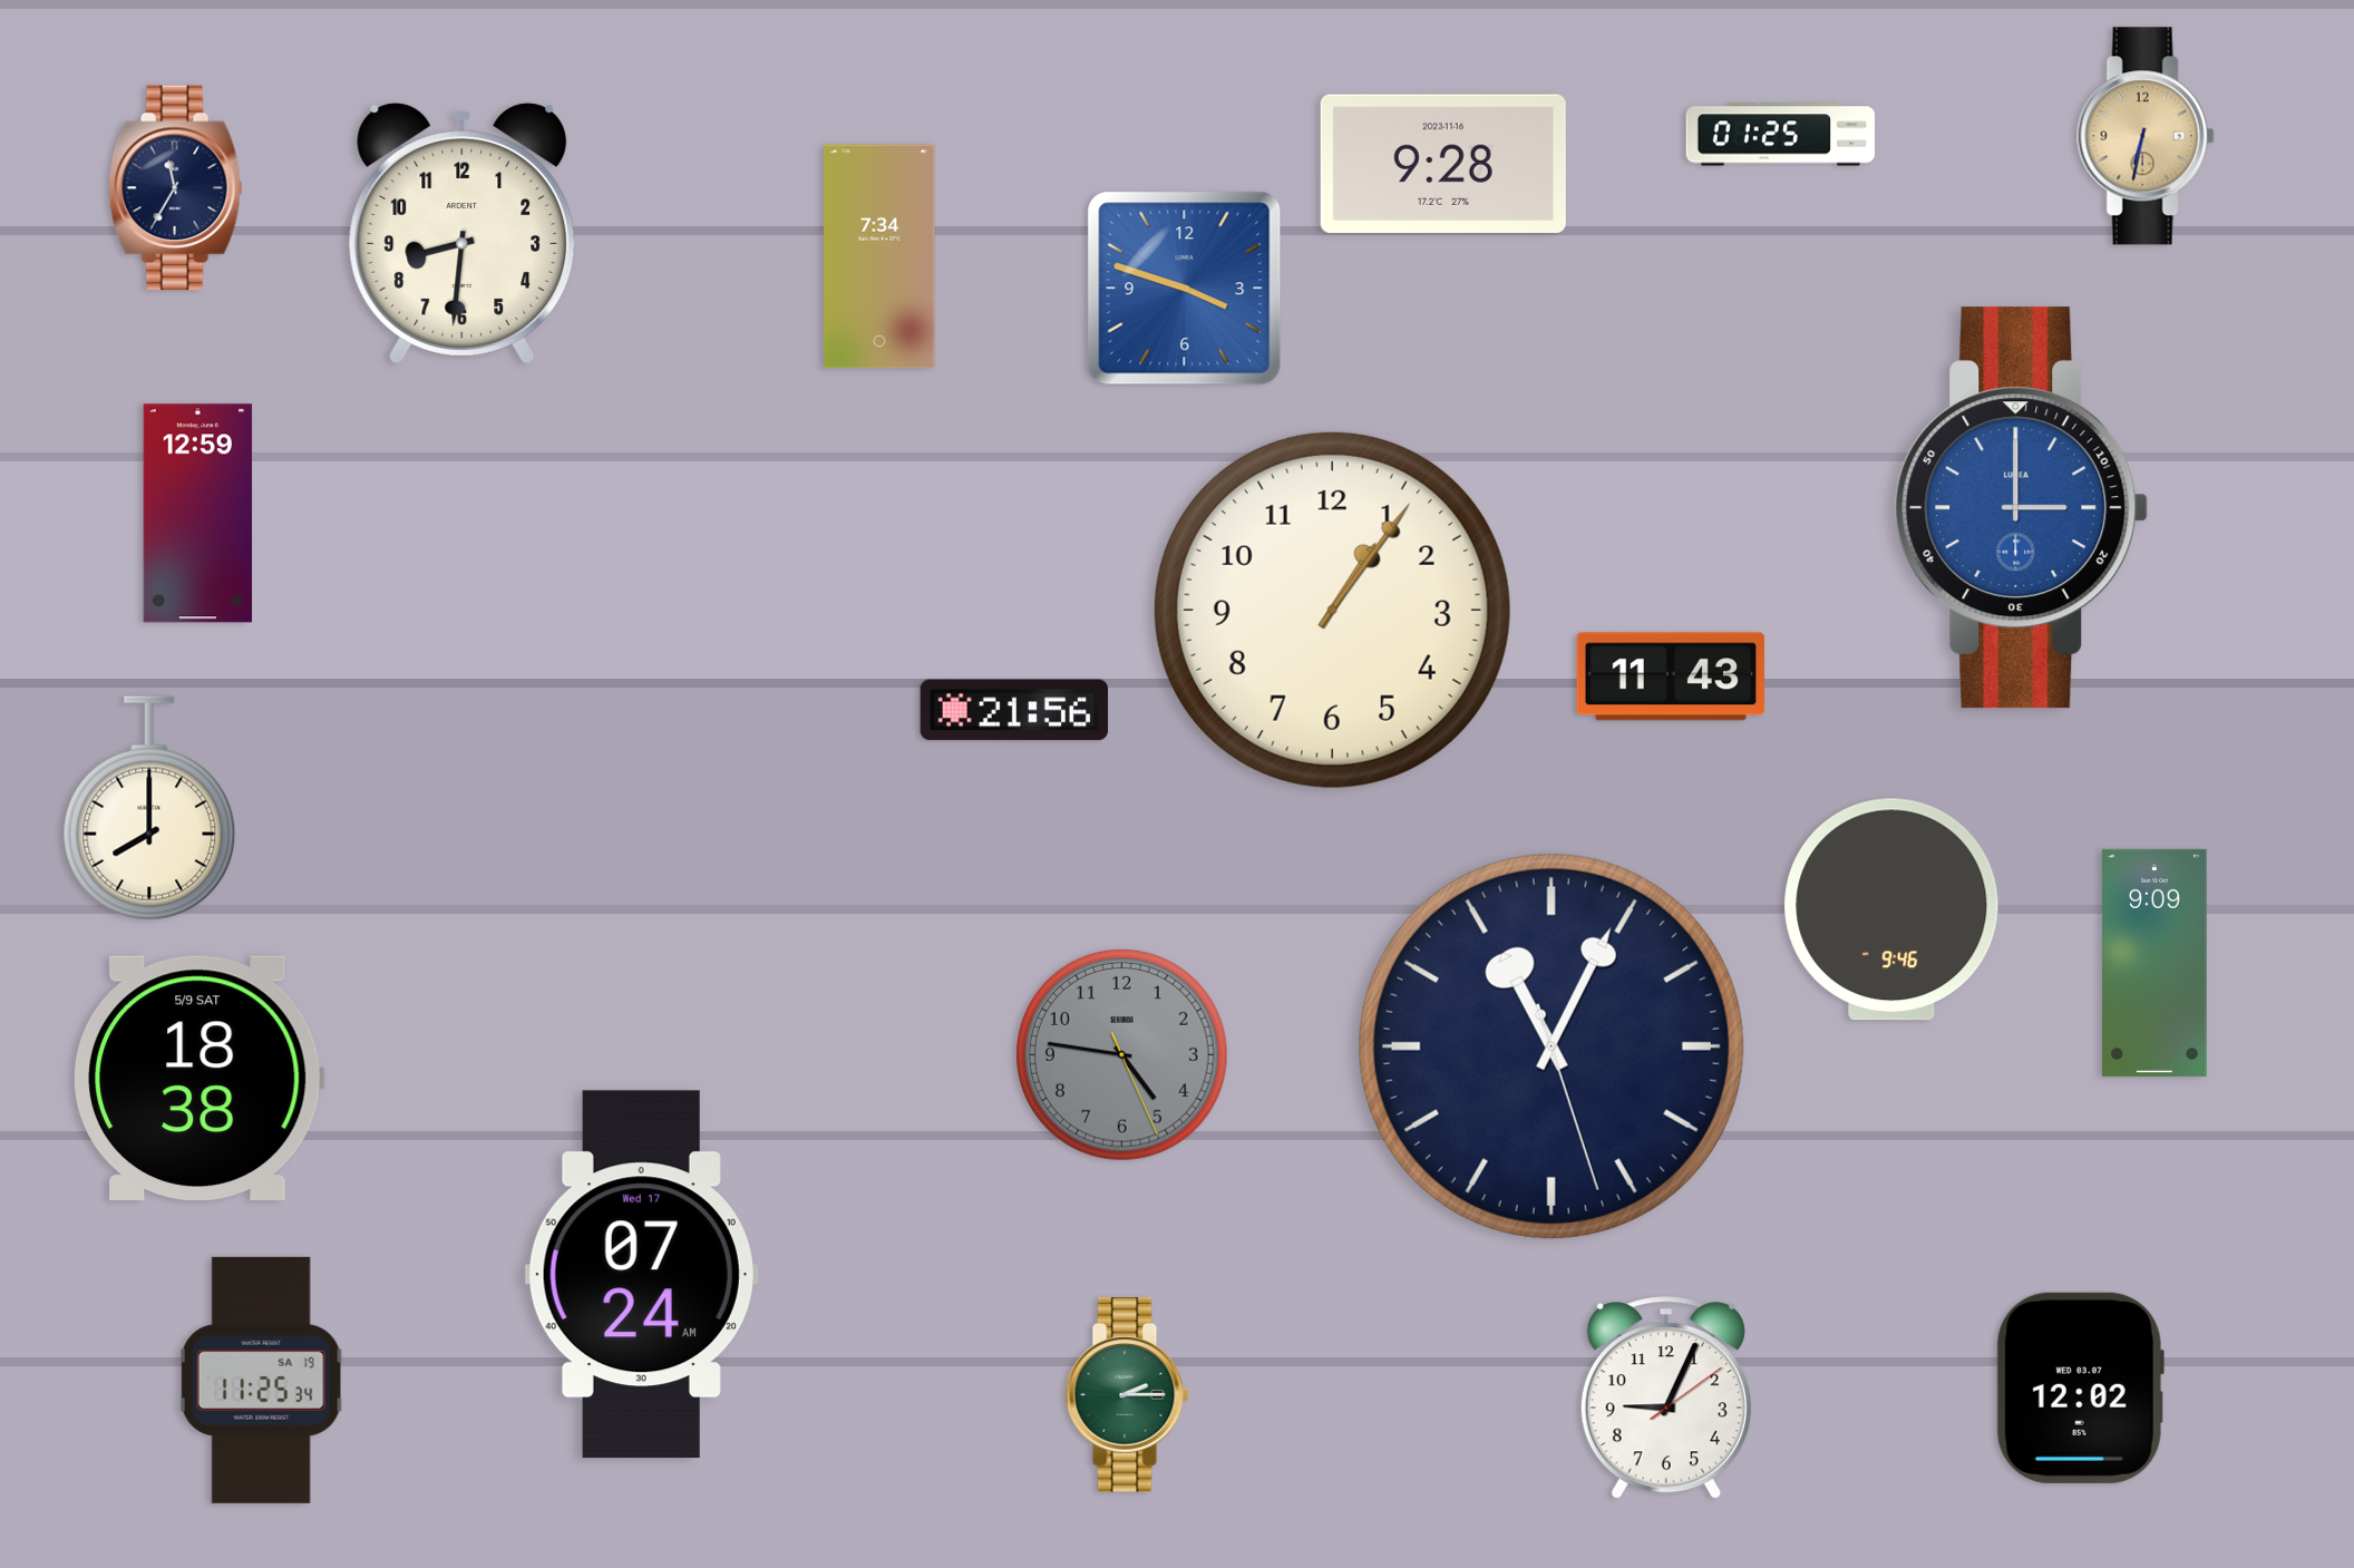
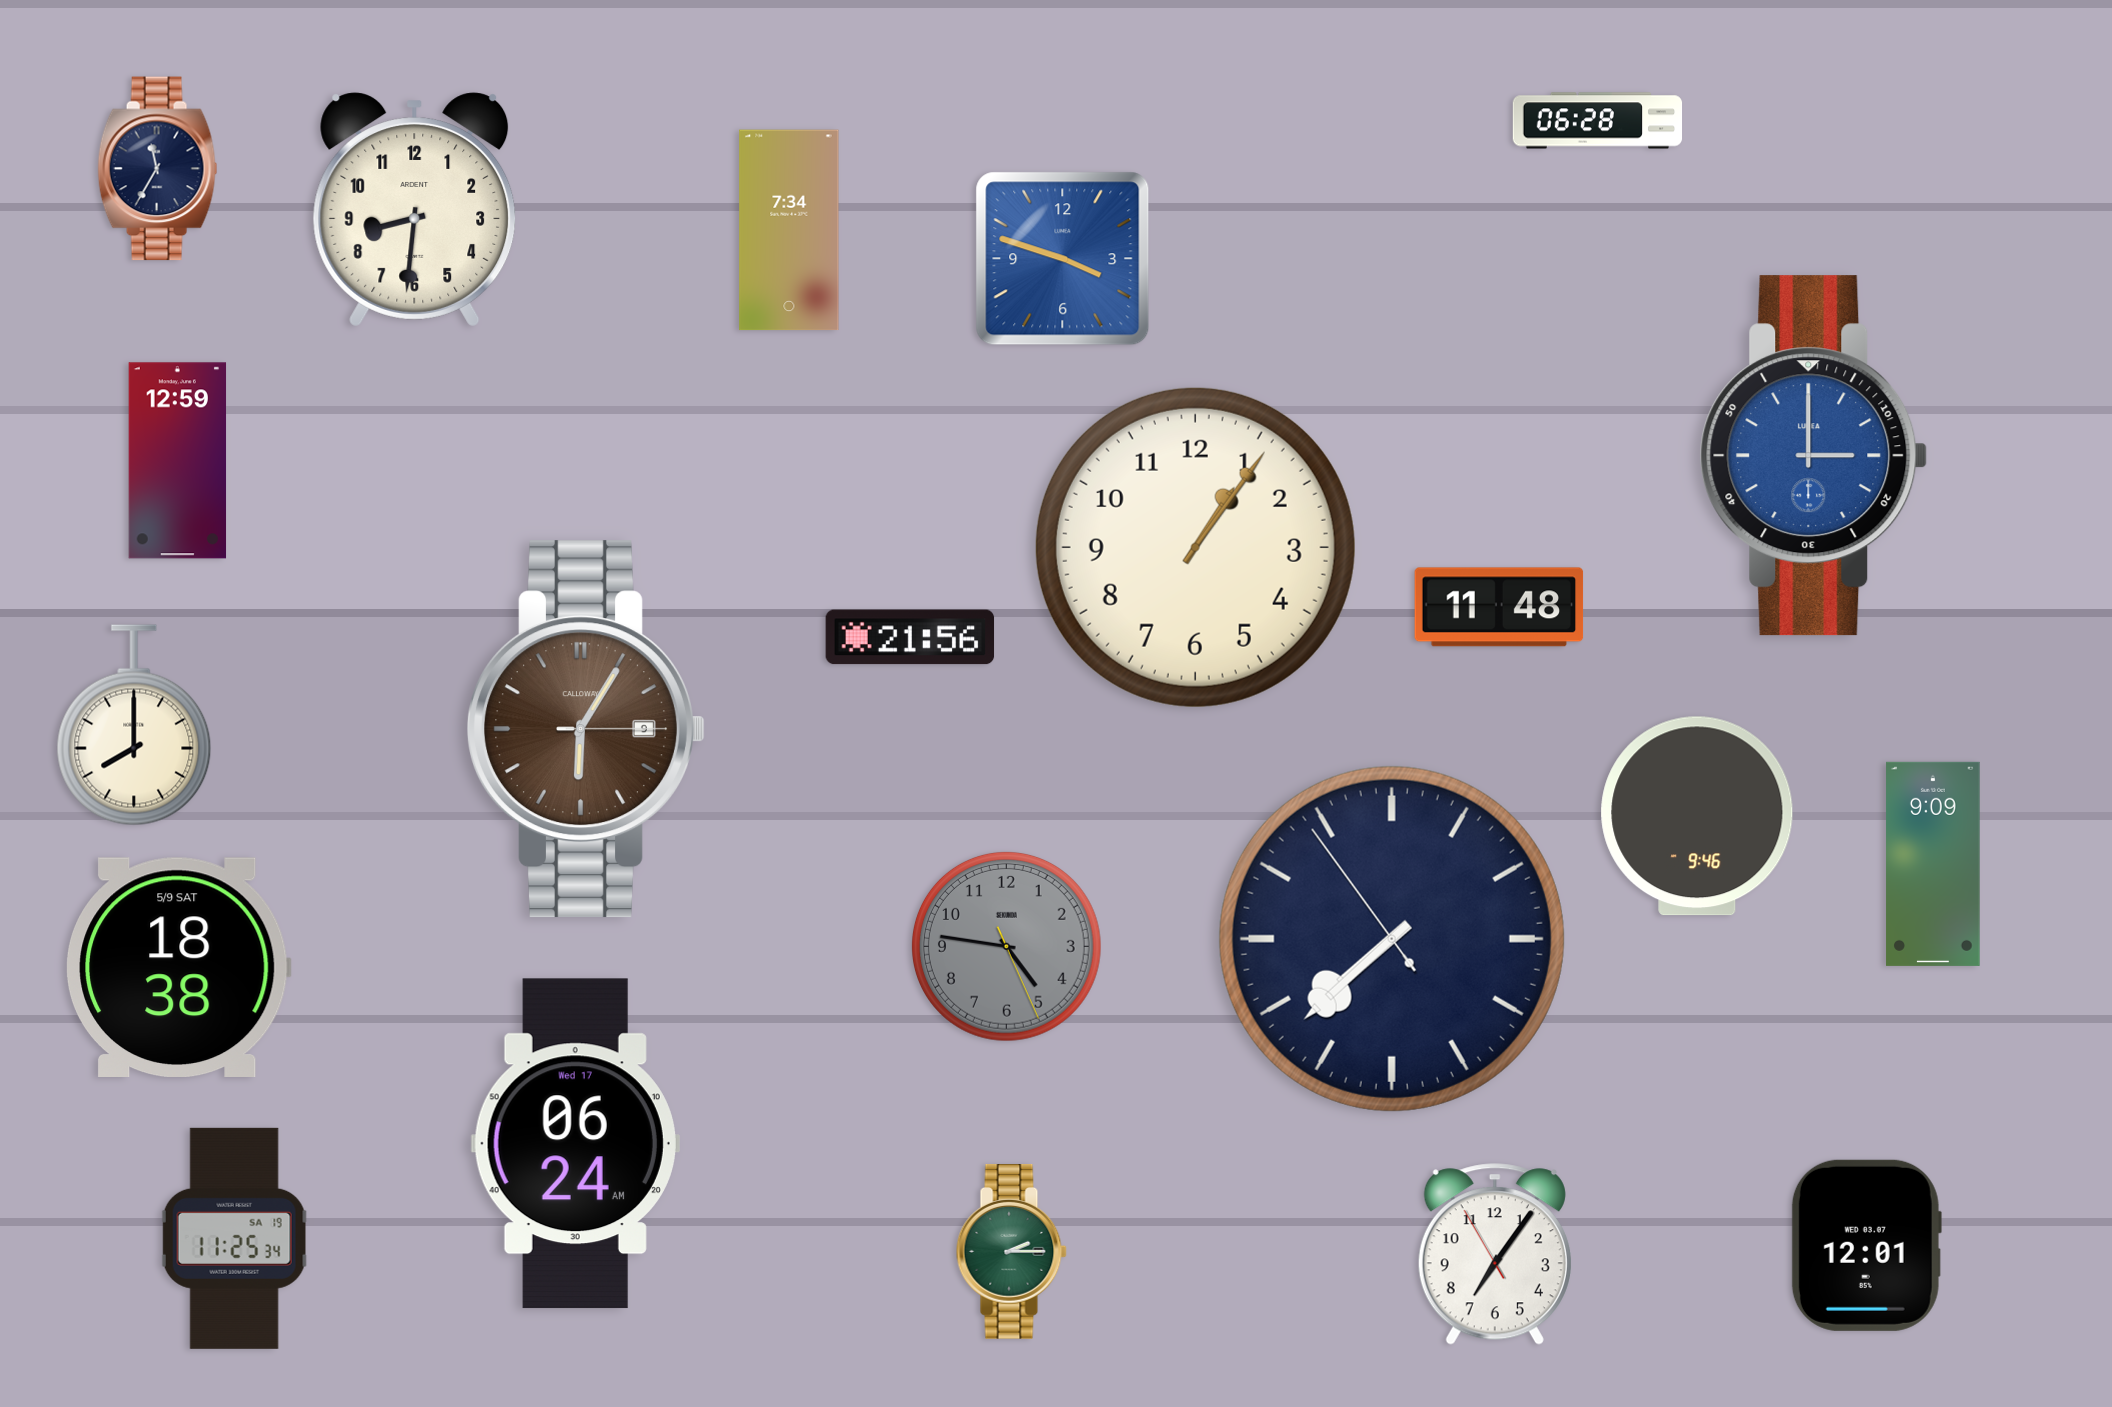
clock at (1781, 135): 01:25 -> 06:28
clock at (2146, 136): 6:32 -> none
clock at (1443, 163): 9:28 -> none
clock at (1671, 676): 11:43 -> 11:48
clock at (587, 729): none -> 6:05
clock at (1551, 1046): 11:04 -> 7:37
clock at (641, 1275): 07:24 -> 06:24
clock at (2080, 1387): 12:02 -> 12:01
clock at (1666, 1397): 9:04 -> 7:05
